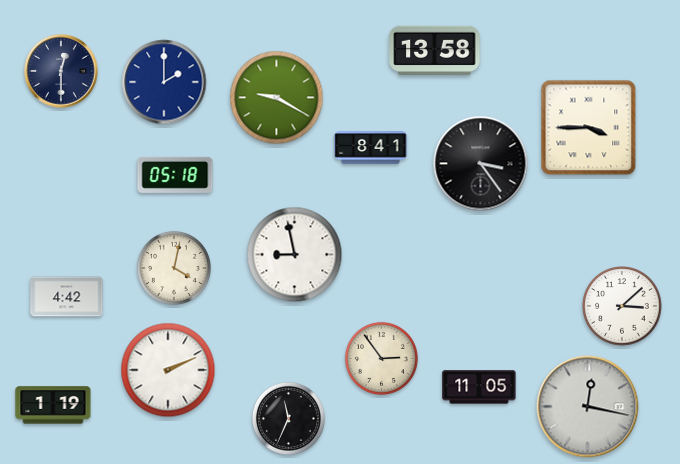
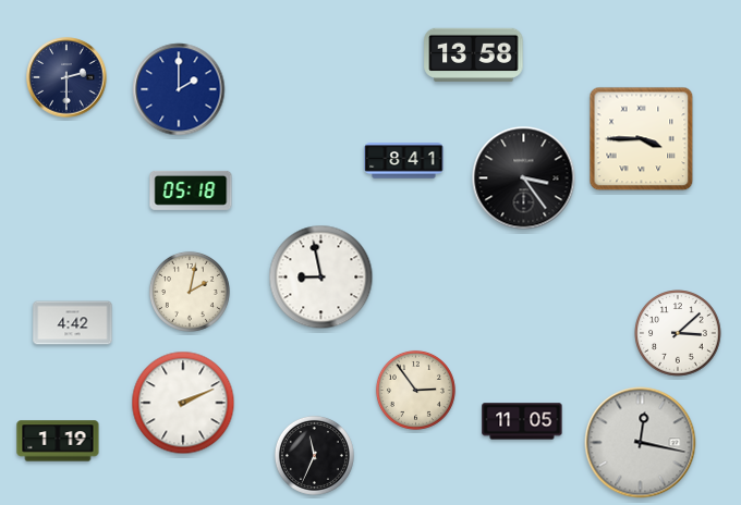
clock at (61, 71): 12:30 -> 2:30
clock at (277, 98): 9:20 -> none
clock at (174, 268): 4:02 -> 2:02
